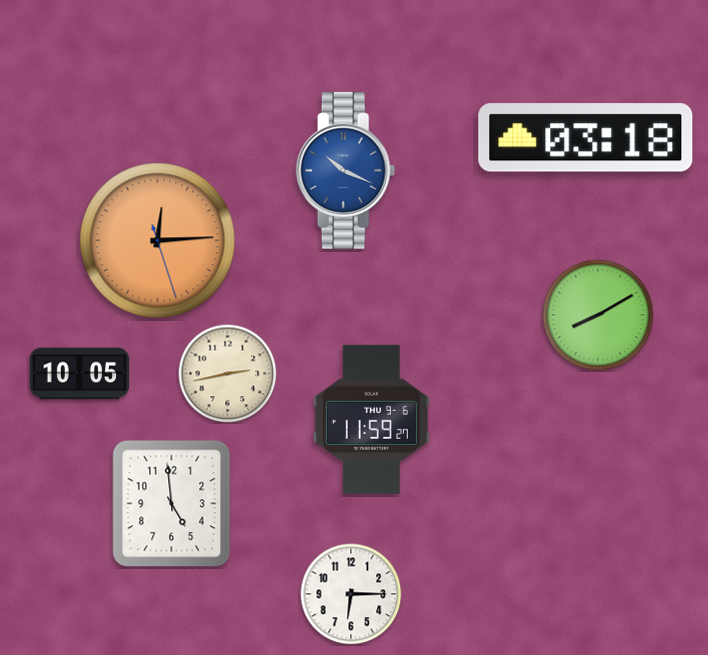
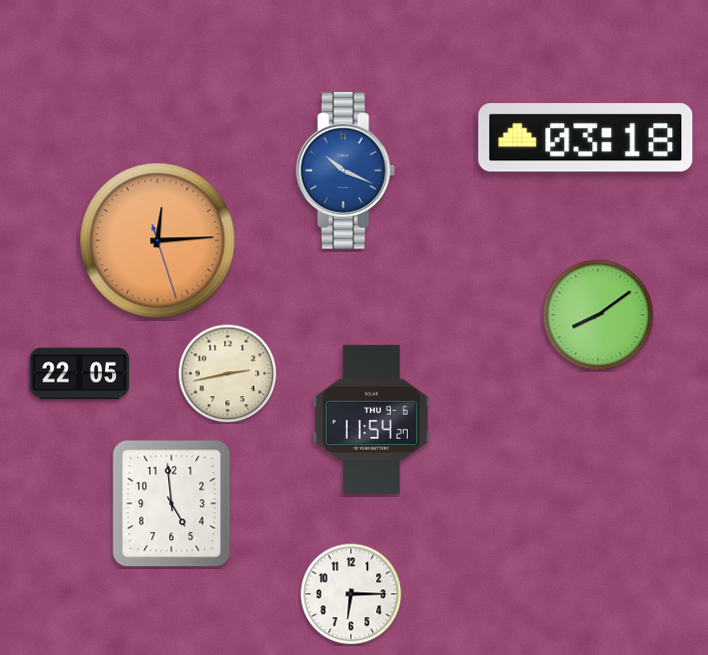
clock at (598, 315): 8:10 -> 8:09
clock at (80, 374): 10:05 -> 22:05
clock at (371, 419): 11:59 -> 11:54
